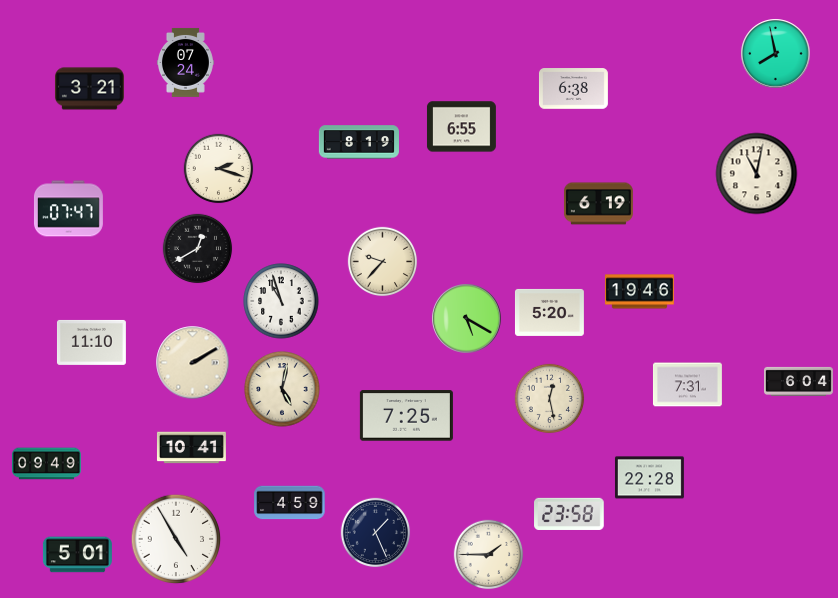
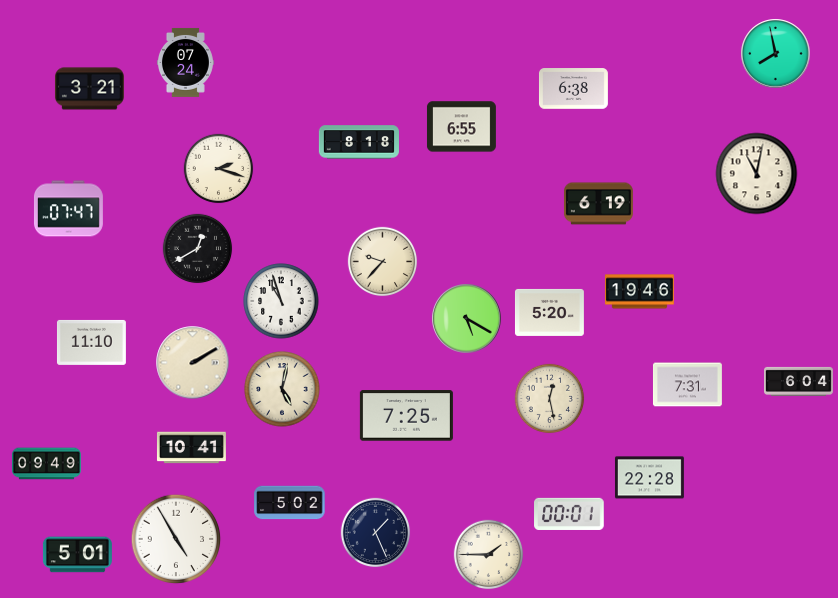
clock at (359, 142): 8:19 -> 8:18
clock at (290, 503): 4:59 -> 5:02
clock at (569, 514): 23:58 -> 00:01
